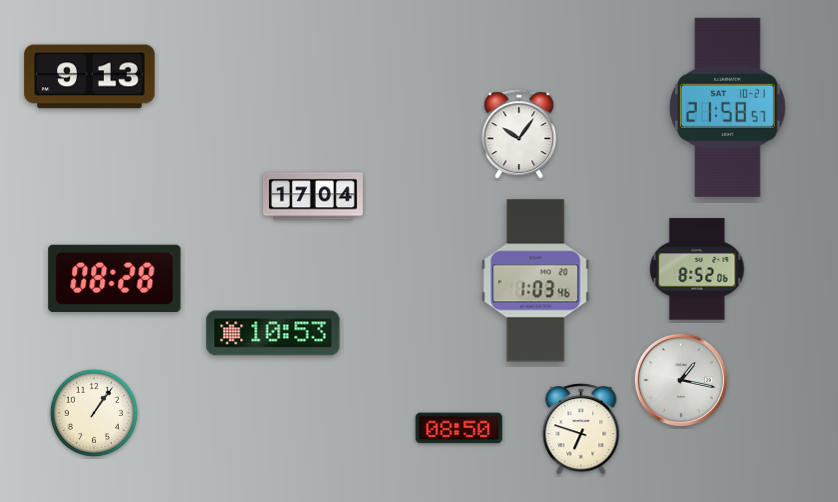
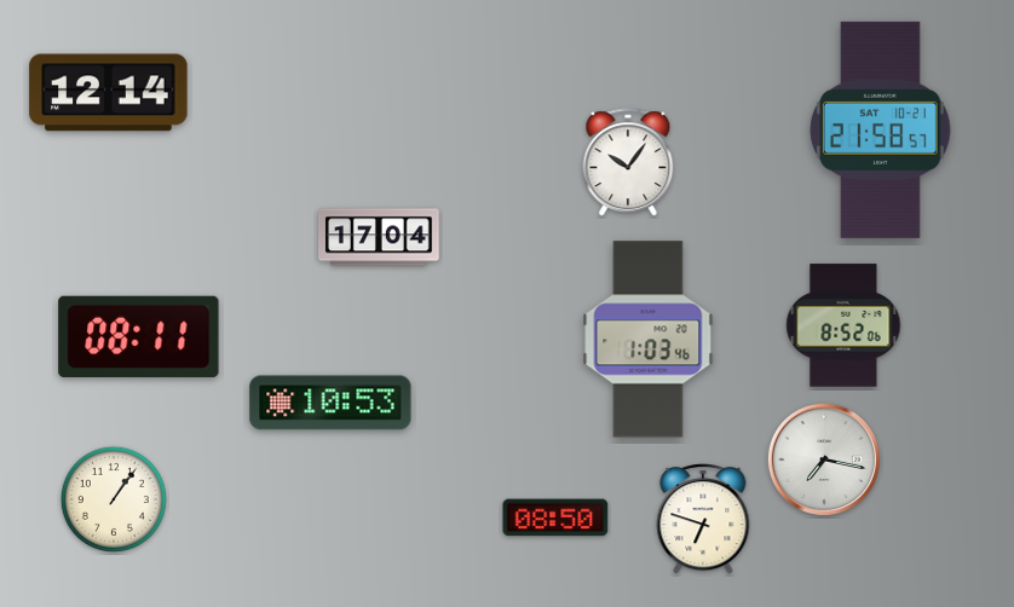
clock at (90, 77): 9:13 -> 12:14
clock at (115, 278): 08:28 -> 08:11
clock at (681, 380): 1:17 -> 7:17
